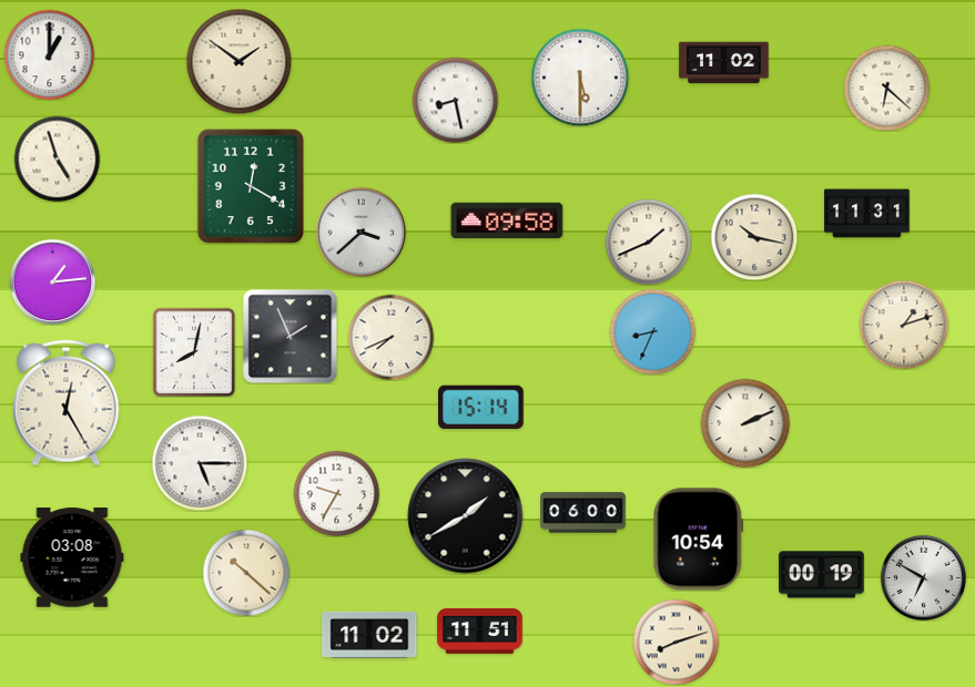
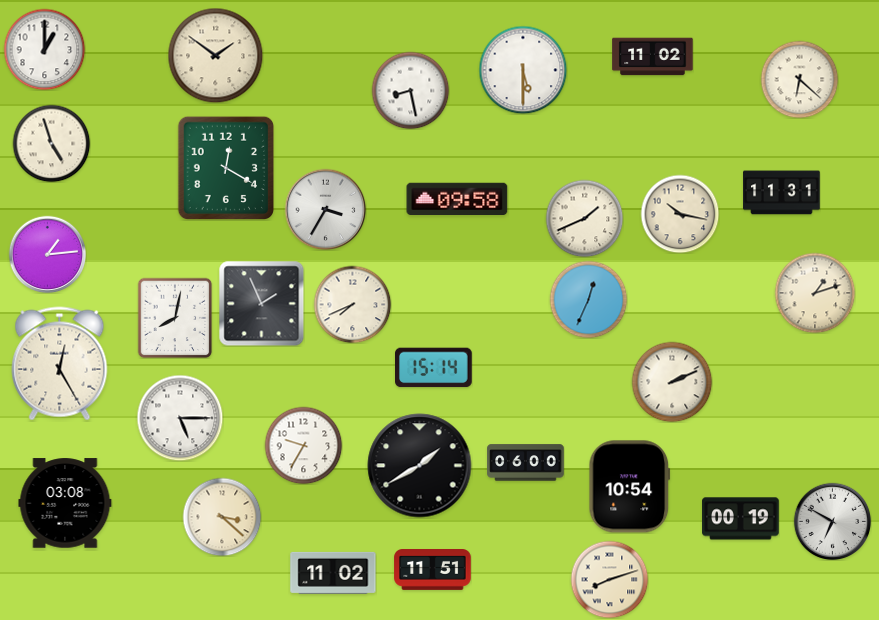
clock at (360, 232): 3:38 -> 3:35
clock at (652, 331): 8:34 -> 12:34
clock at (246, 573): 10:22 -> 3:22
